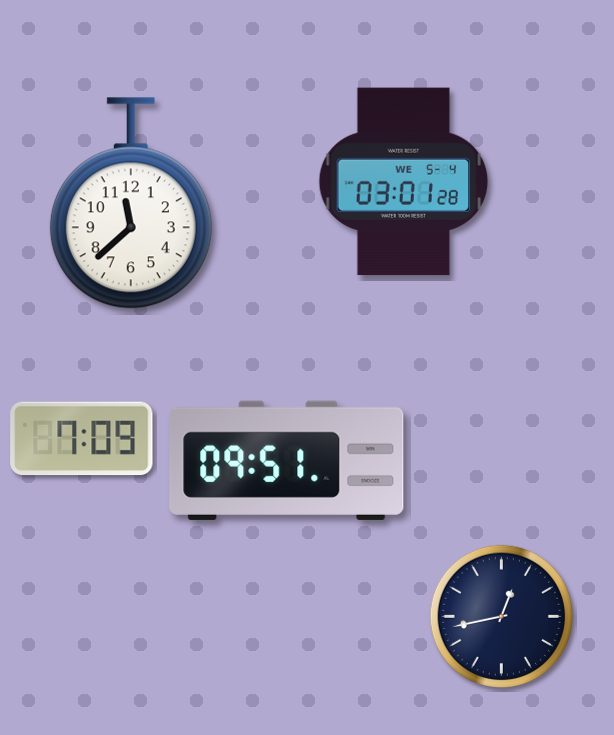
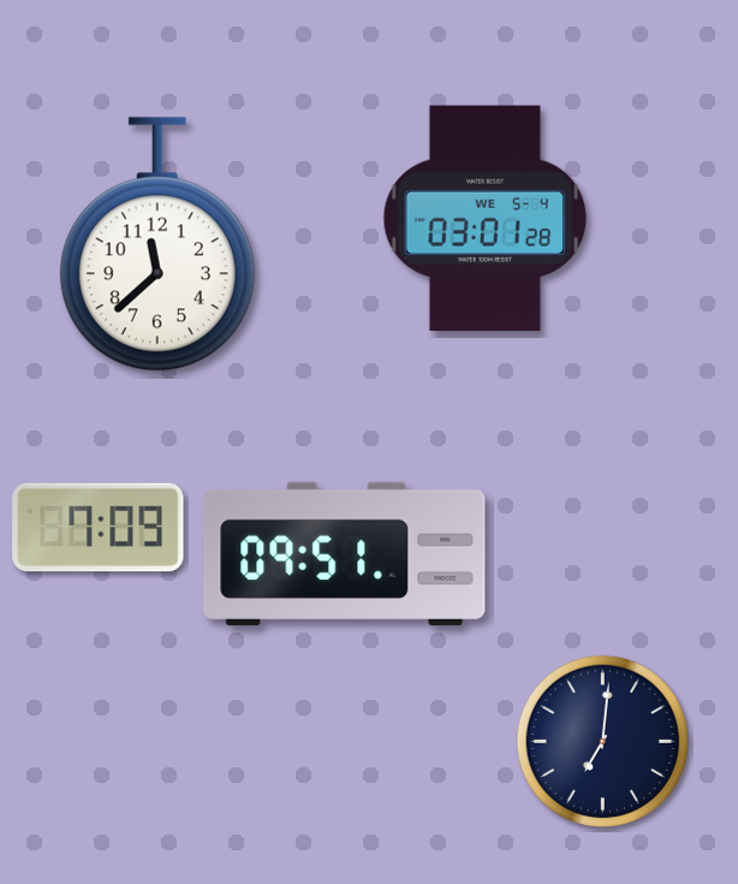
clock at (501, 616): 12:43 -> 7:01
